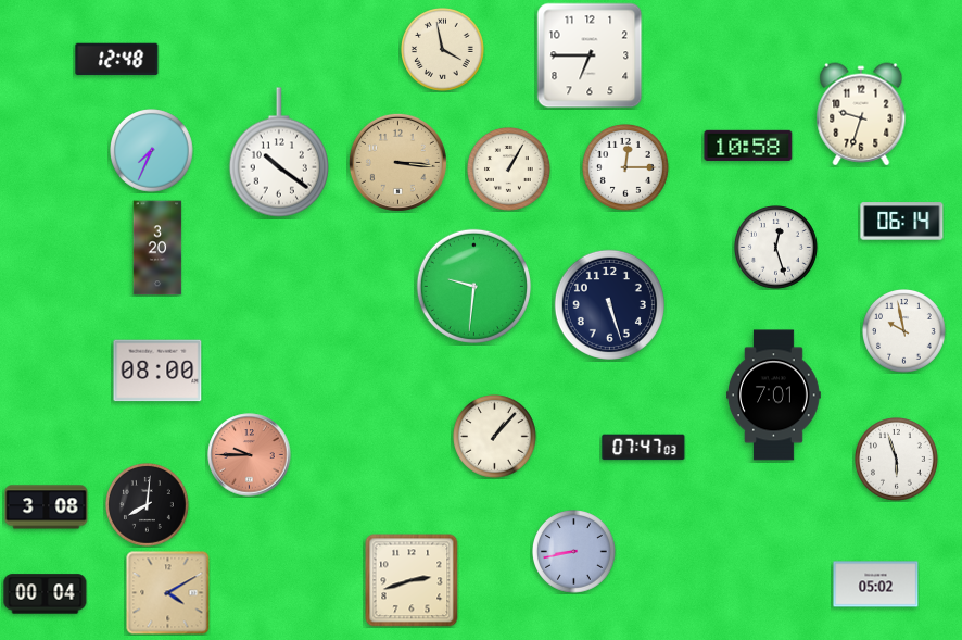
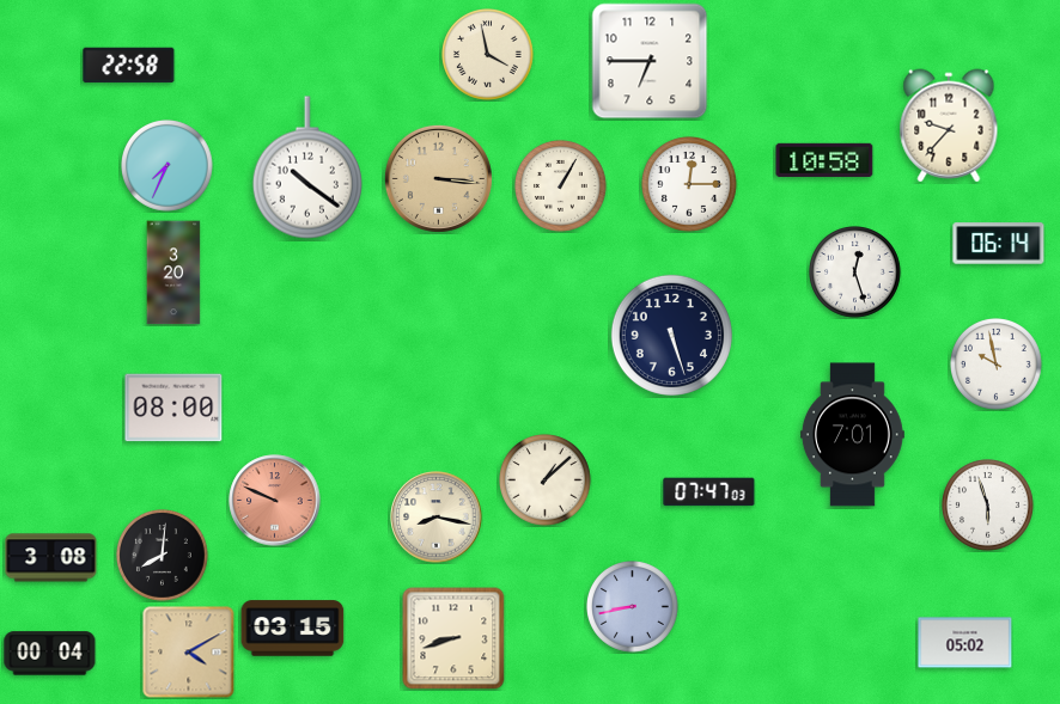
clock at (117, 60): 12:48 -> 22:58
clock at (861, 114): 9:33 -> 9:37
clock at (902, 222) position: (902, 222) -> (999, 244)
clock at (473, 286): 9:31 -> none
clock at (495, 437): 1:07 -> 1:08
clock at (250, 455): 9:45 -> 9:49
clock at (437, 518): none -> 8:17
clock at (293, 629): none -> 03:15
clock at (412, 580): 2:42 -> 8:42
clock at (168, 593) position: (168, 593) -> (189, 653)
